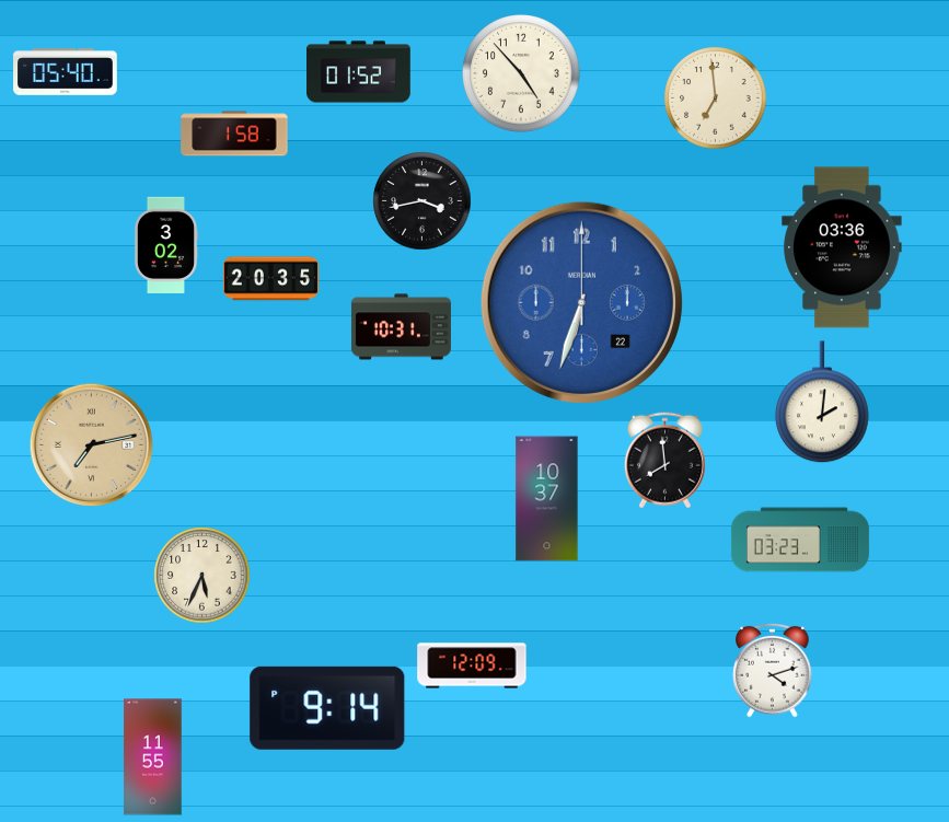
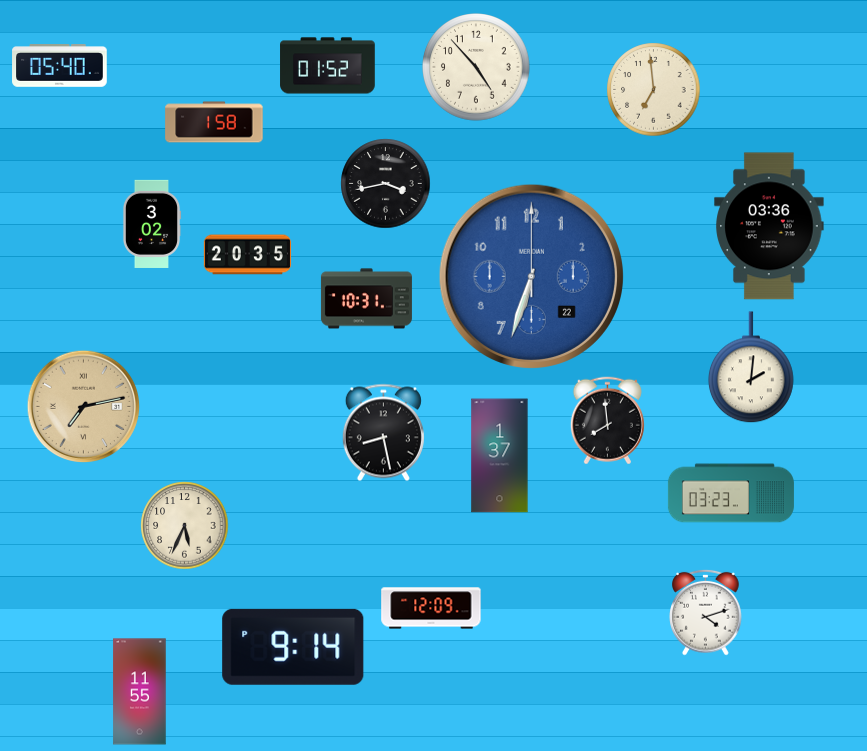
clock at (383, 433): none -> 8:28
clock at (547, 499): 10:37 -> 1:37
clock at (327, 708) position: (327, 708) -> (293, 647)
